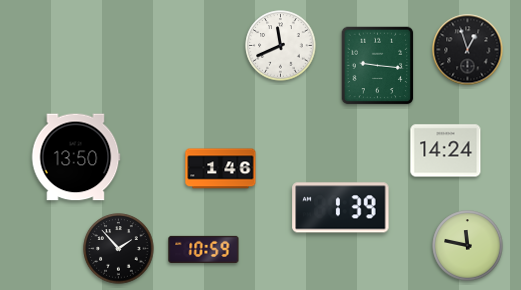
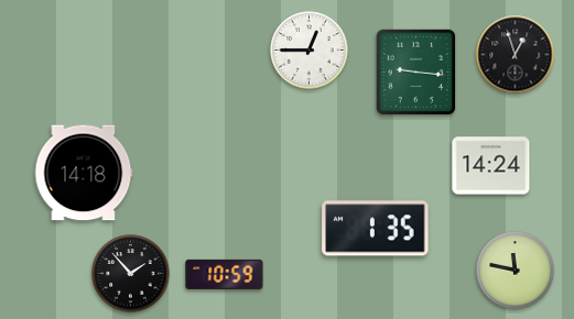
clock at (281, 46): 11:41 -> 12:45
clock at (76, 157): 13:50 -> 14:18
clock at (221, 169): 1:46 -> none
clock at (341, 208): 1:39 -> 1:35
